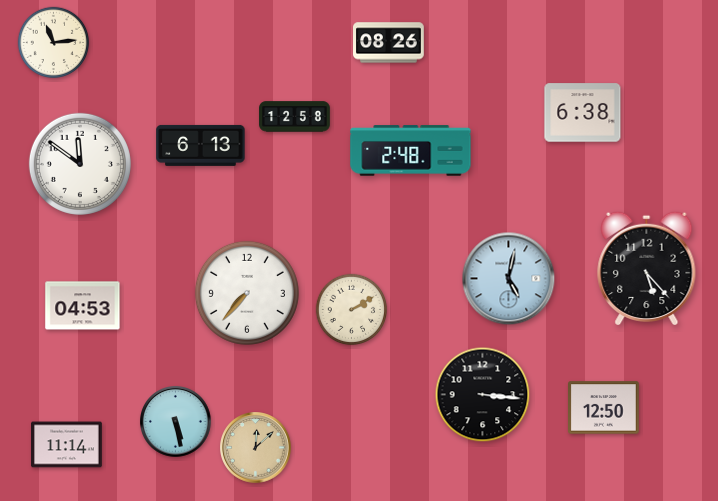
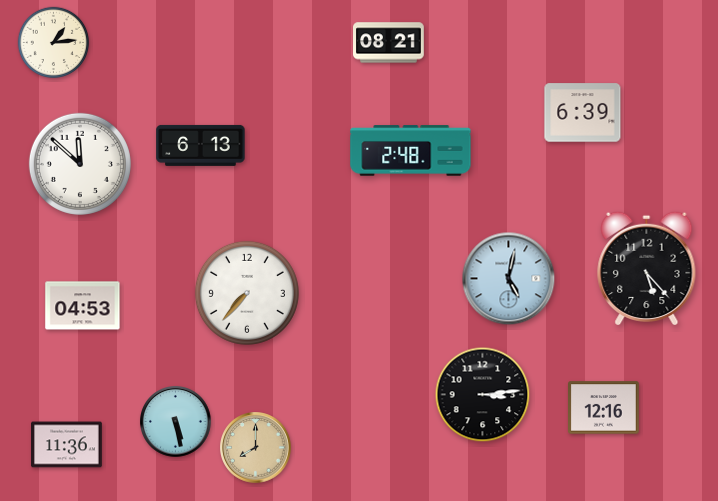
clock at (54, 43): 11:14 -> 1:14
clock at (389, 43): 08:26 -> 08:21
clock at (583, 113): 6:38 -> 6:39
clock at (295, 117): 12:58 -> none
clock at (80, 164): 11:51 -> 11:52
clock at (352, 310): 2:10 -> none
clock at (483, 395): 3:16 -> 3:14
clock at (604, 408): 12:50 -> 12:16
clock at (67, 445): 11:14 -> 11:36
clock at (256, 448): 12:08 -> 8:00
